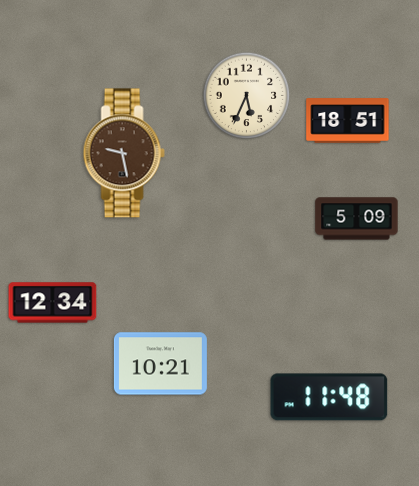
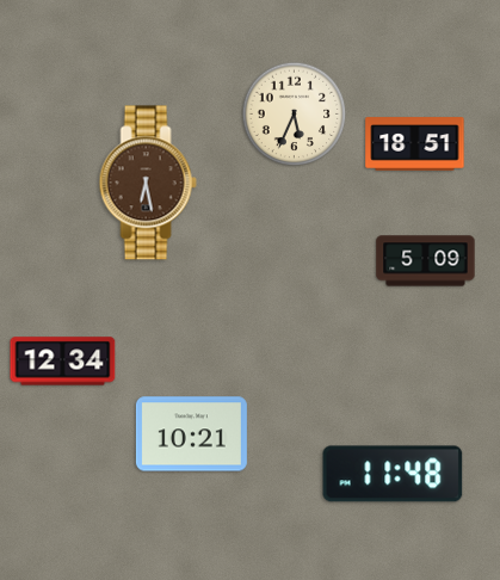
clock at (124, 153): 9:28 -> 6:28
